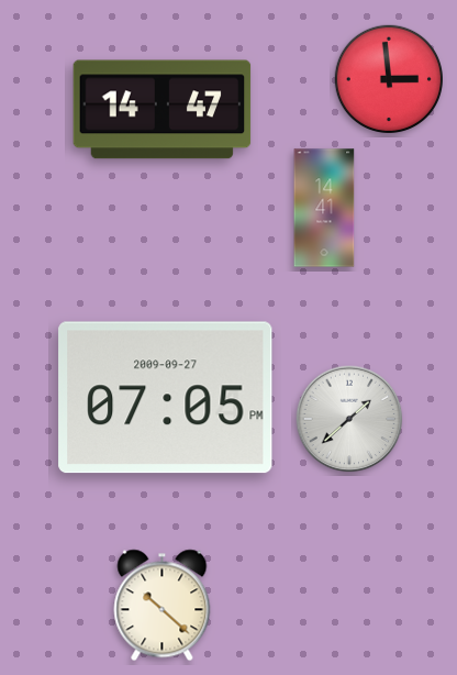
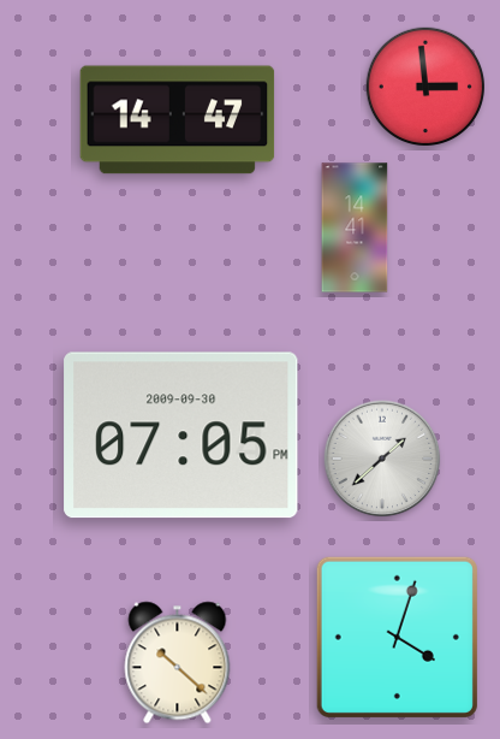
clock at (166, 398) date: 2009-09-27 -> 2009-09-30
clock at (397, 637): none -> 4:03
